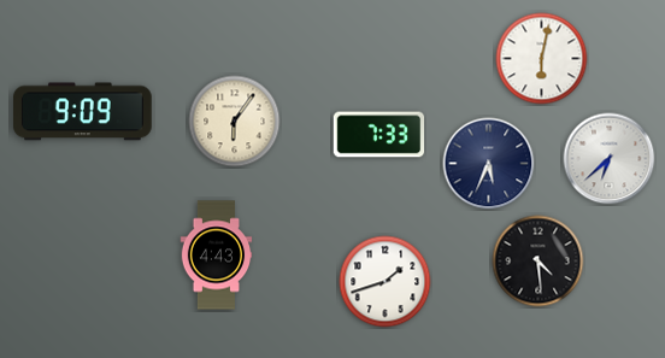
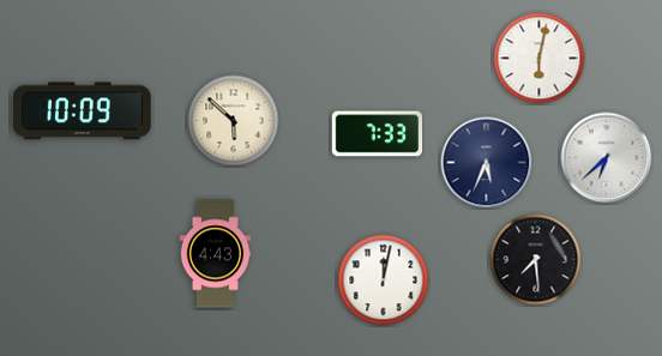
clock at (83, 112): 9:09 -> 10:09
clock at (235, 122): 6:06 -> 5:52
clock at (539, 262): 4:29 -> 7:29
clock at (386, 282): 1:42 -> 12:02
